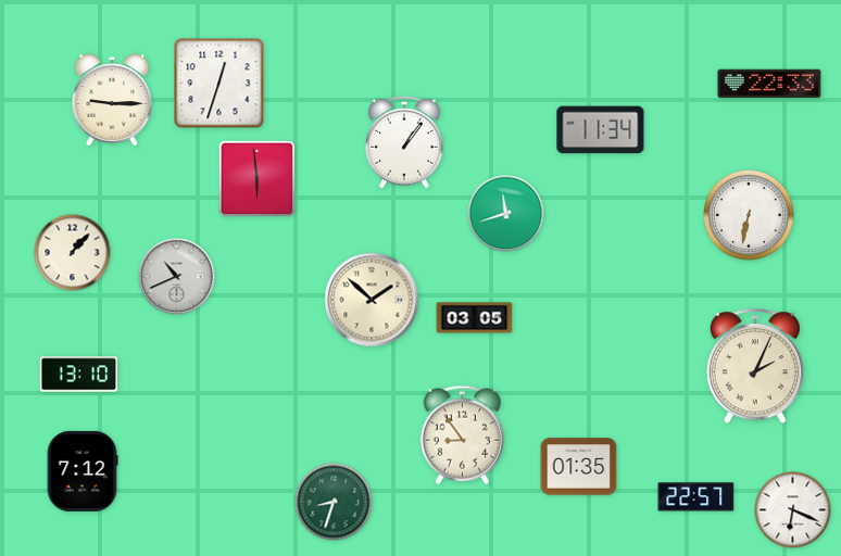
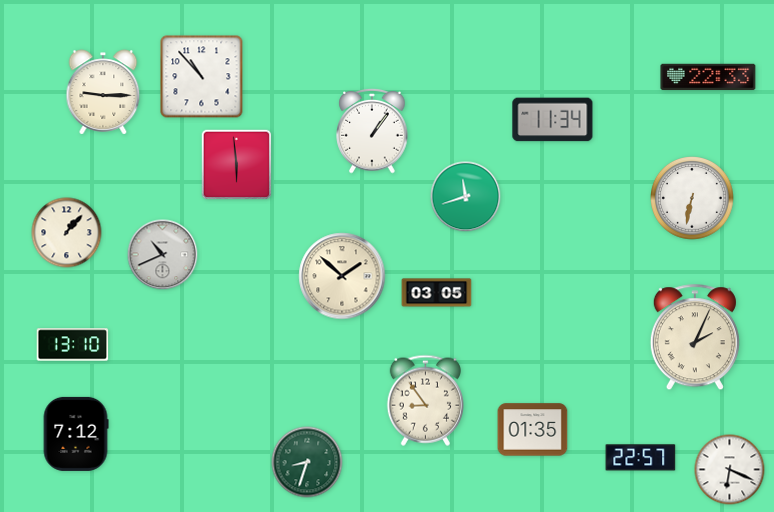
clock at (219, 84): 12:33 -> 10:53
clock at (750, 216) position: (750, 216) -> (693, 199)
